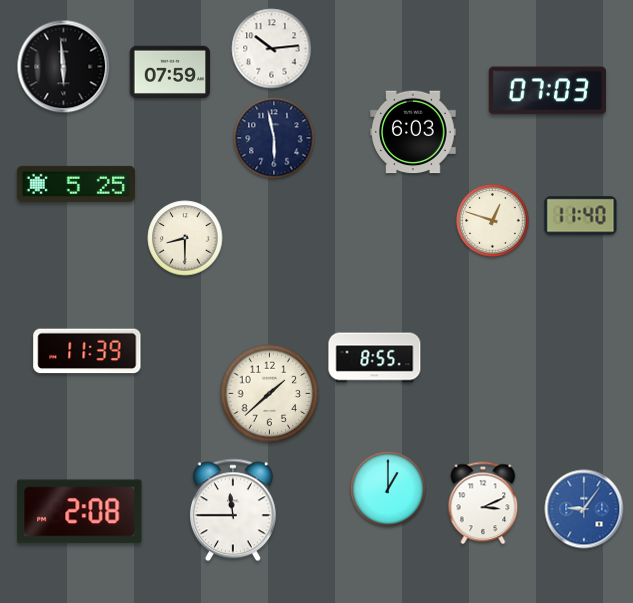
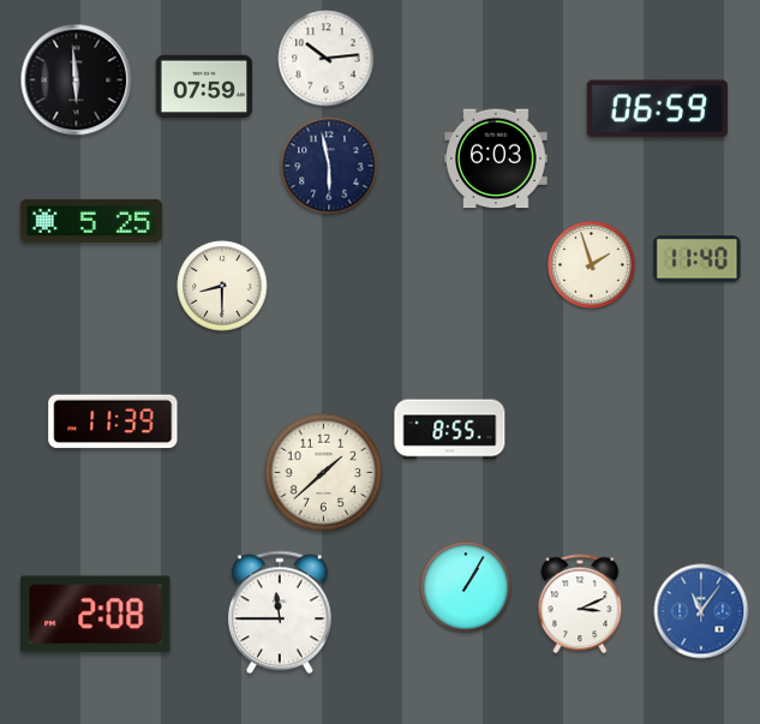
clock at (547, 91): 07:03 -> 06:59
clock at (493, 221): 12:48 -> 1:57
clock at (87, 351) position: (87, 351) -> (113, 421)
clock at (388, 489): 1:00 -> 1:05
clock at (584, 509): 9:06 -> 11:06
